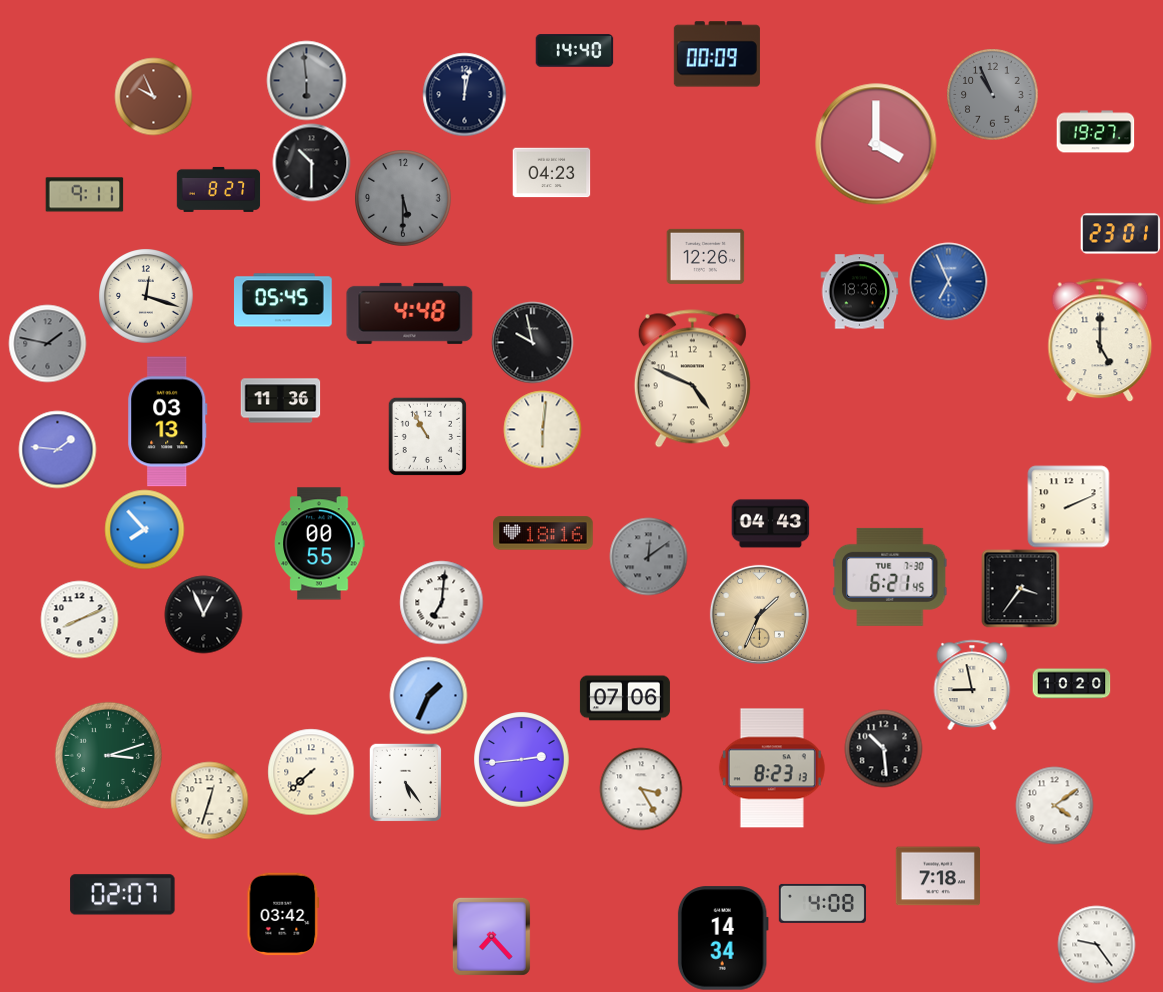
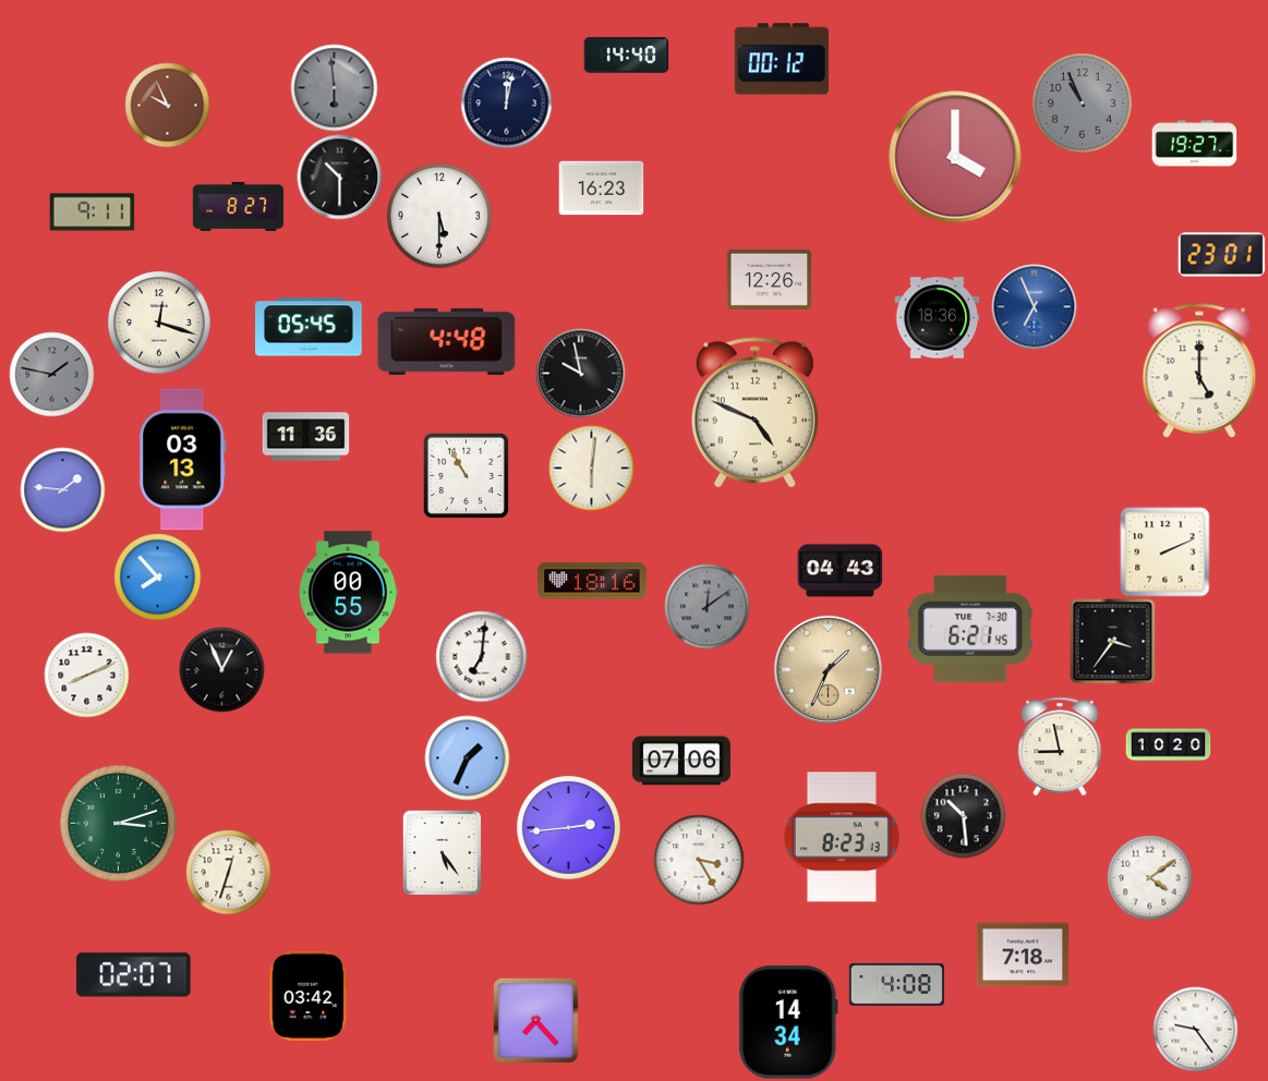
clock at (717, 54): 00:09 -> 00:12
clock at (551, 173): 04:23 -> 16:23
clock at (403, 198) dial: grey -> white
clock at (311, 772): 7:38 -> none
